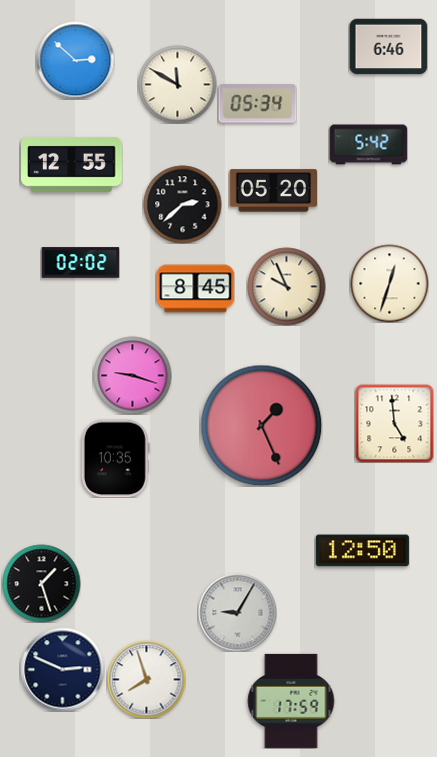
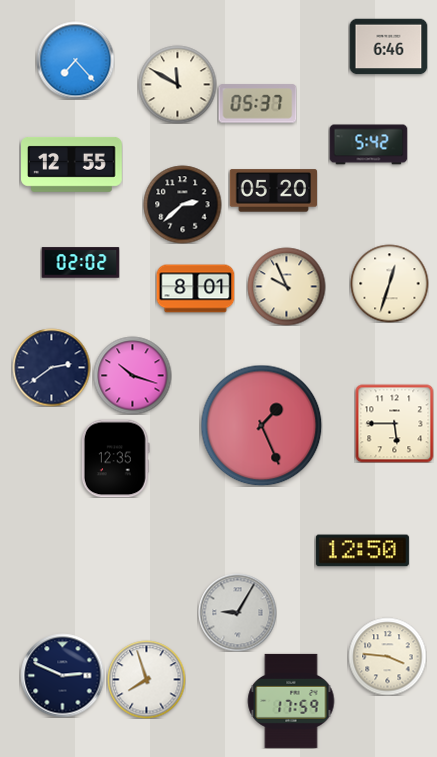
clock at (75, 60): 2:52 -> 7:23
clock at (257, 104): 05:34 -> 05:37
clock at (195, 289): 8:45 -> 8:01
clock at (51, 367): none -> 2:39
clock at (132, 375): 9:18 -> 10:18
clock at (394, 423): 4:59 -> 5:45
clock at (115, 458): 10:35 -> 12:35
clock at (41, 583): 1:27 -> none
clock at (387, 656): none -> 3:46
clock at (62, 669) position: (62, 669) -> (62, 675)
